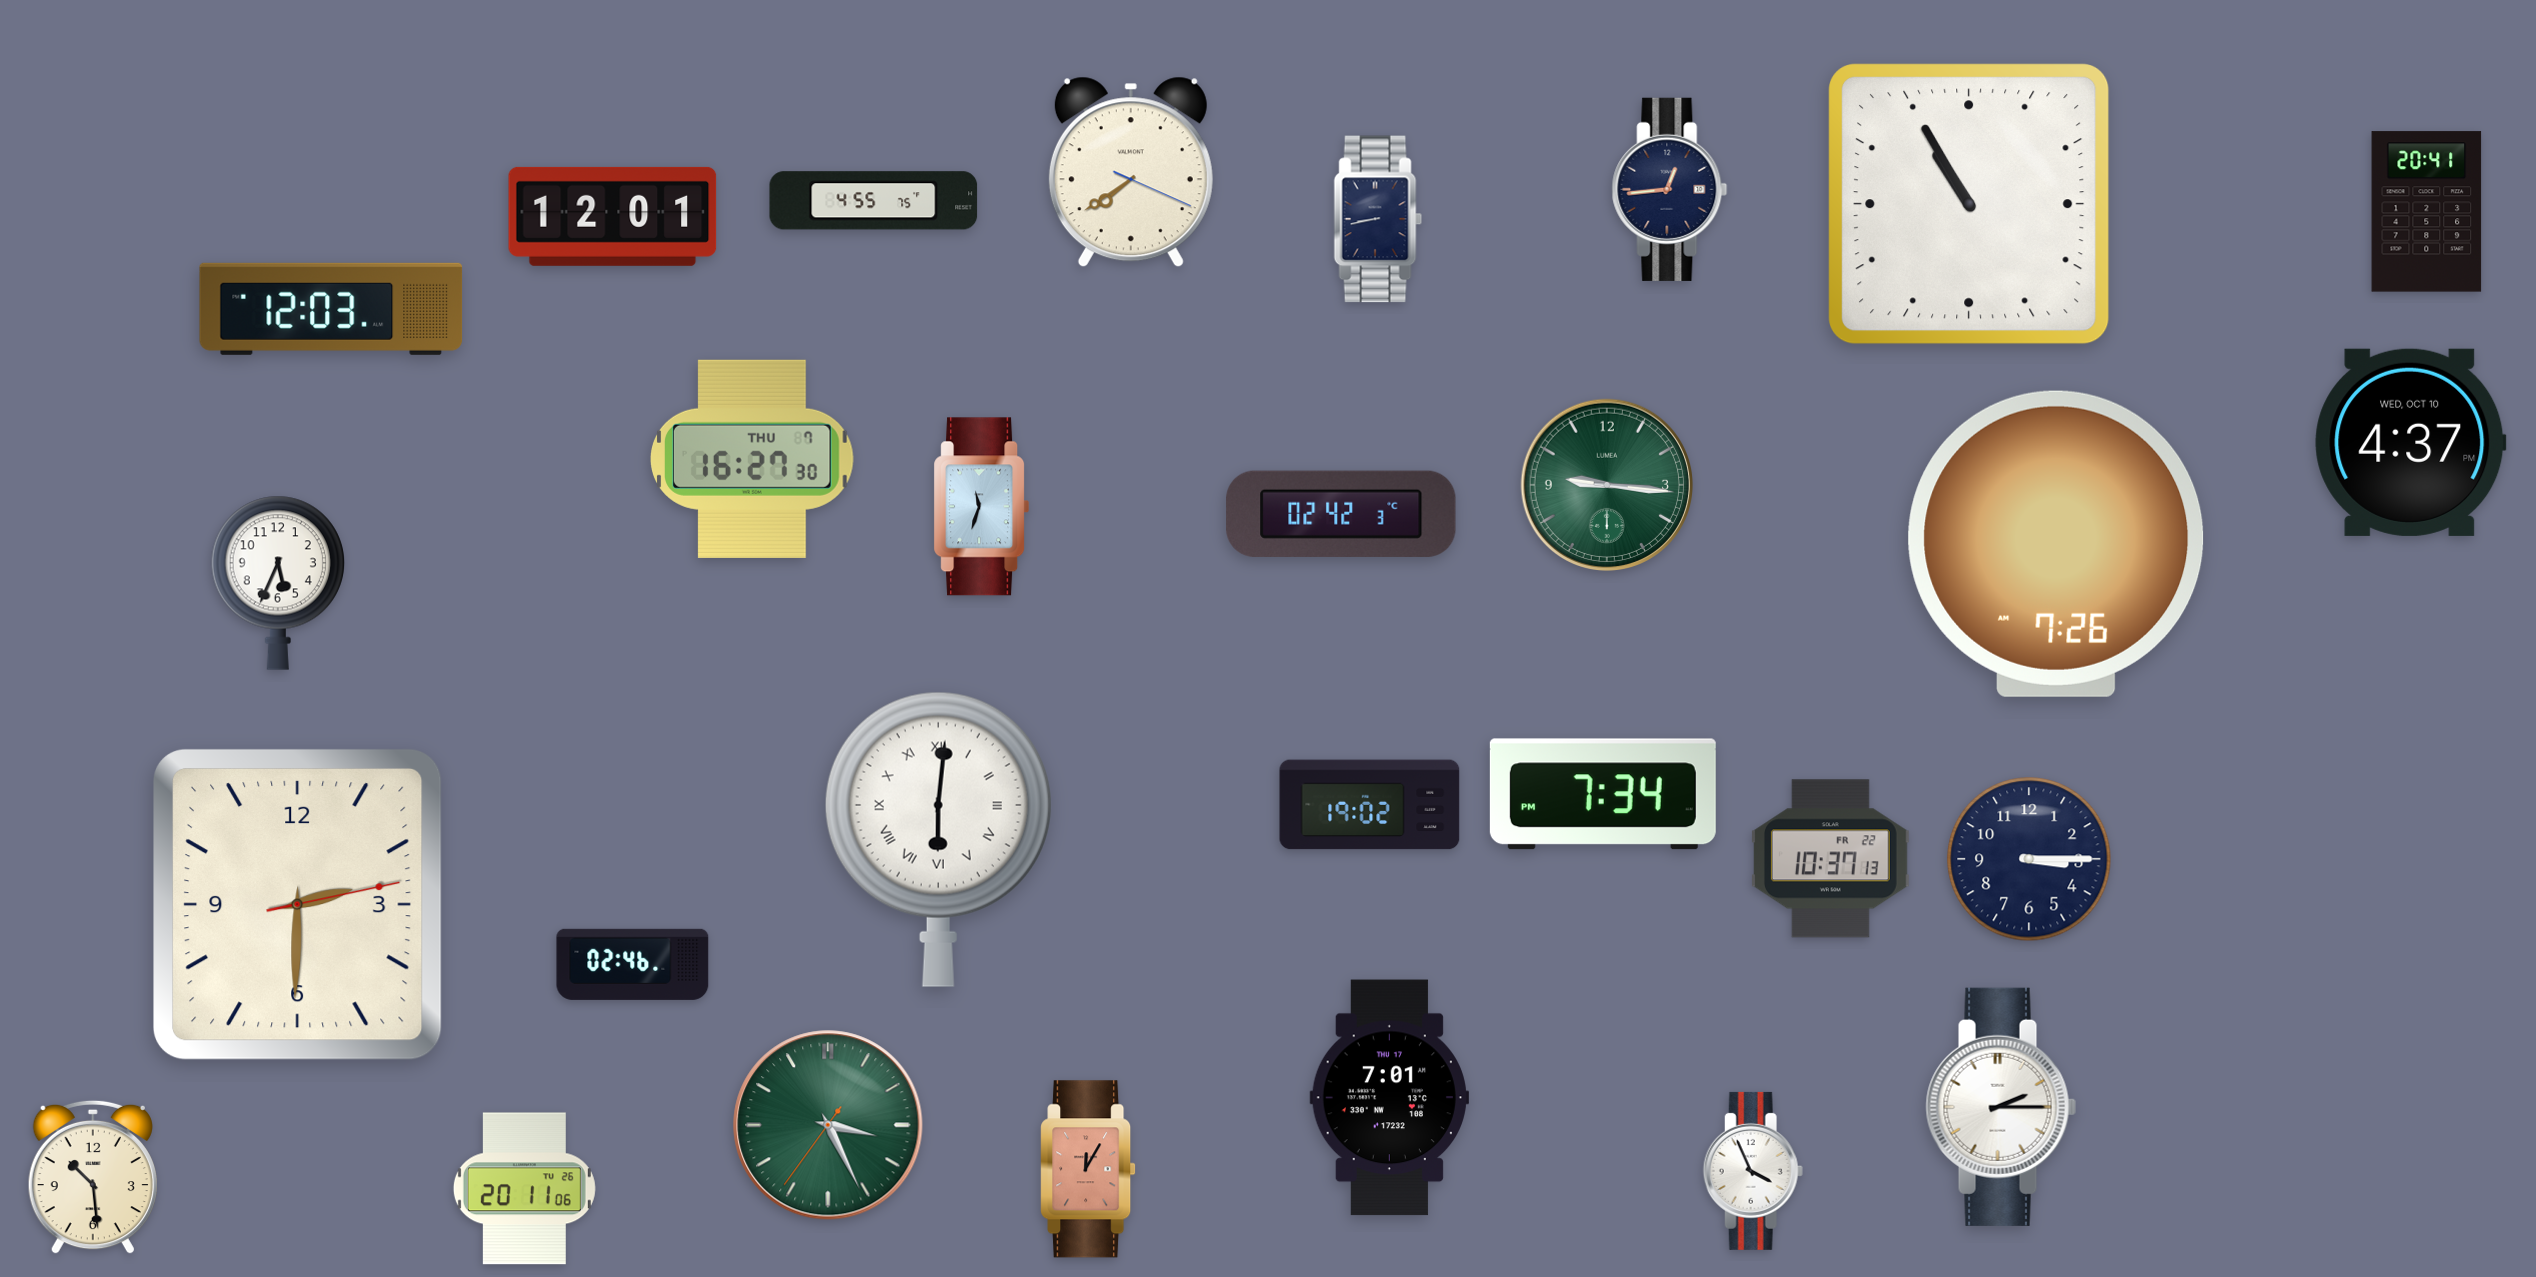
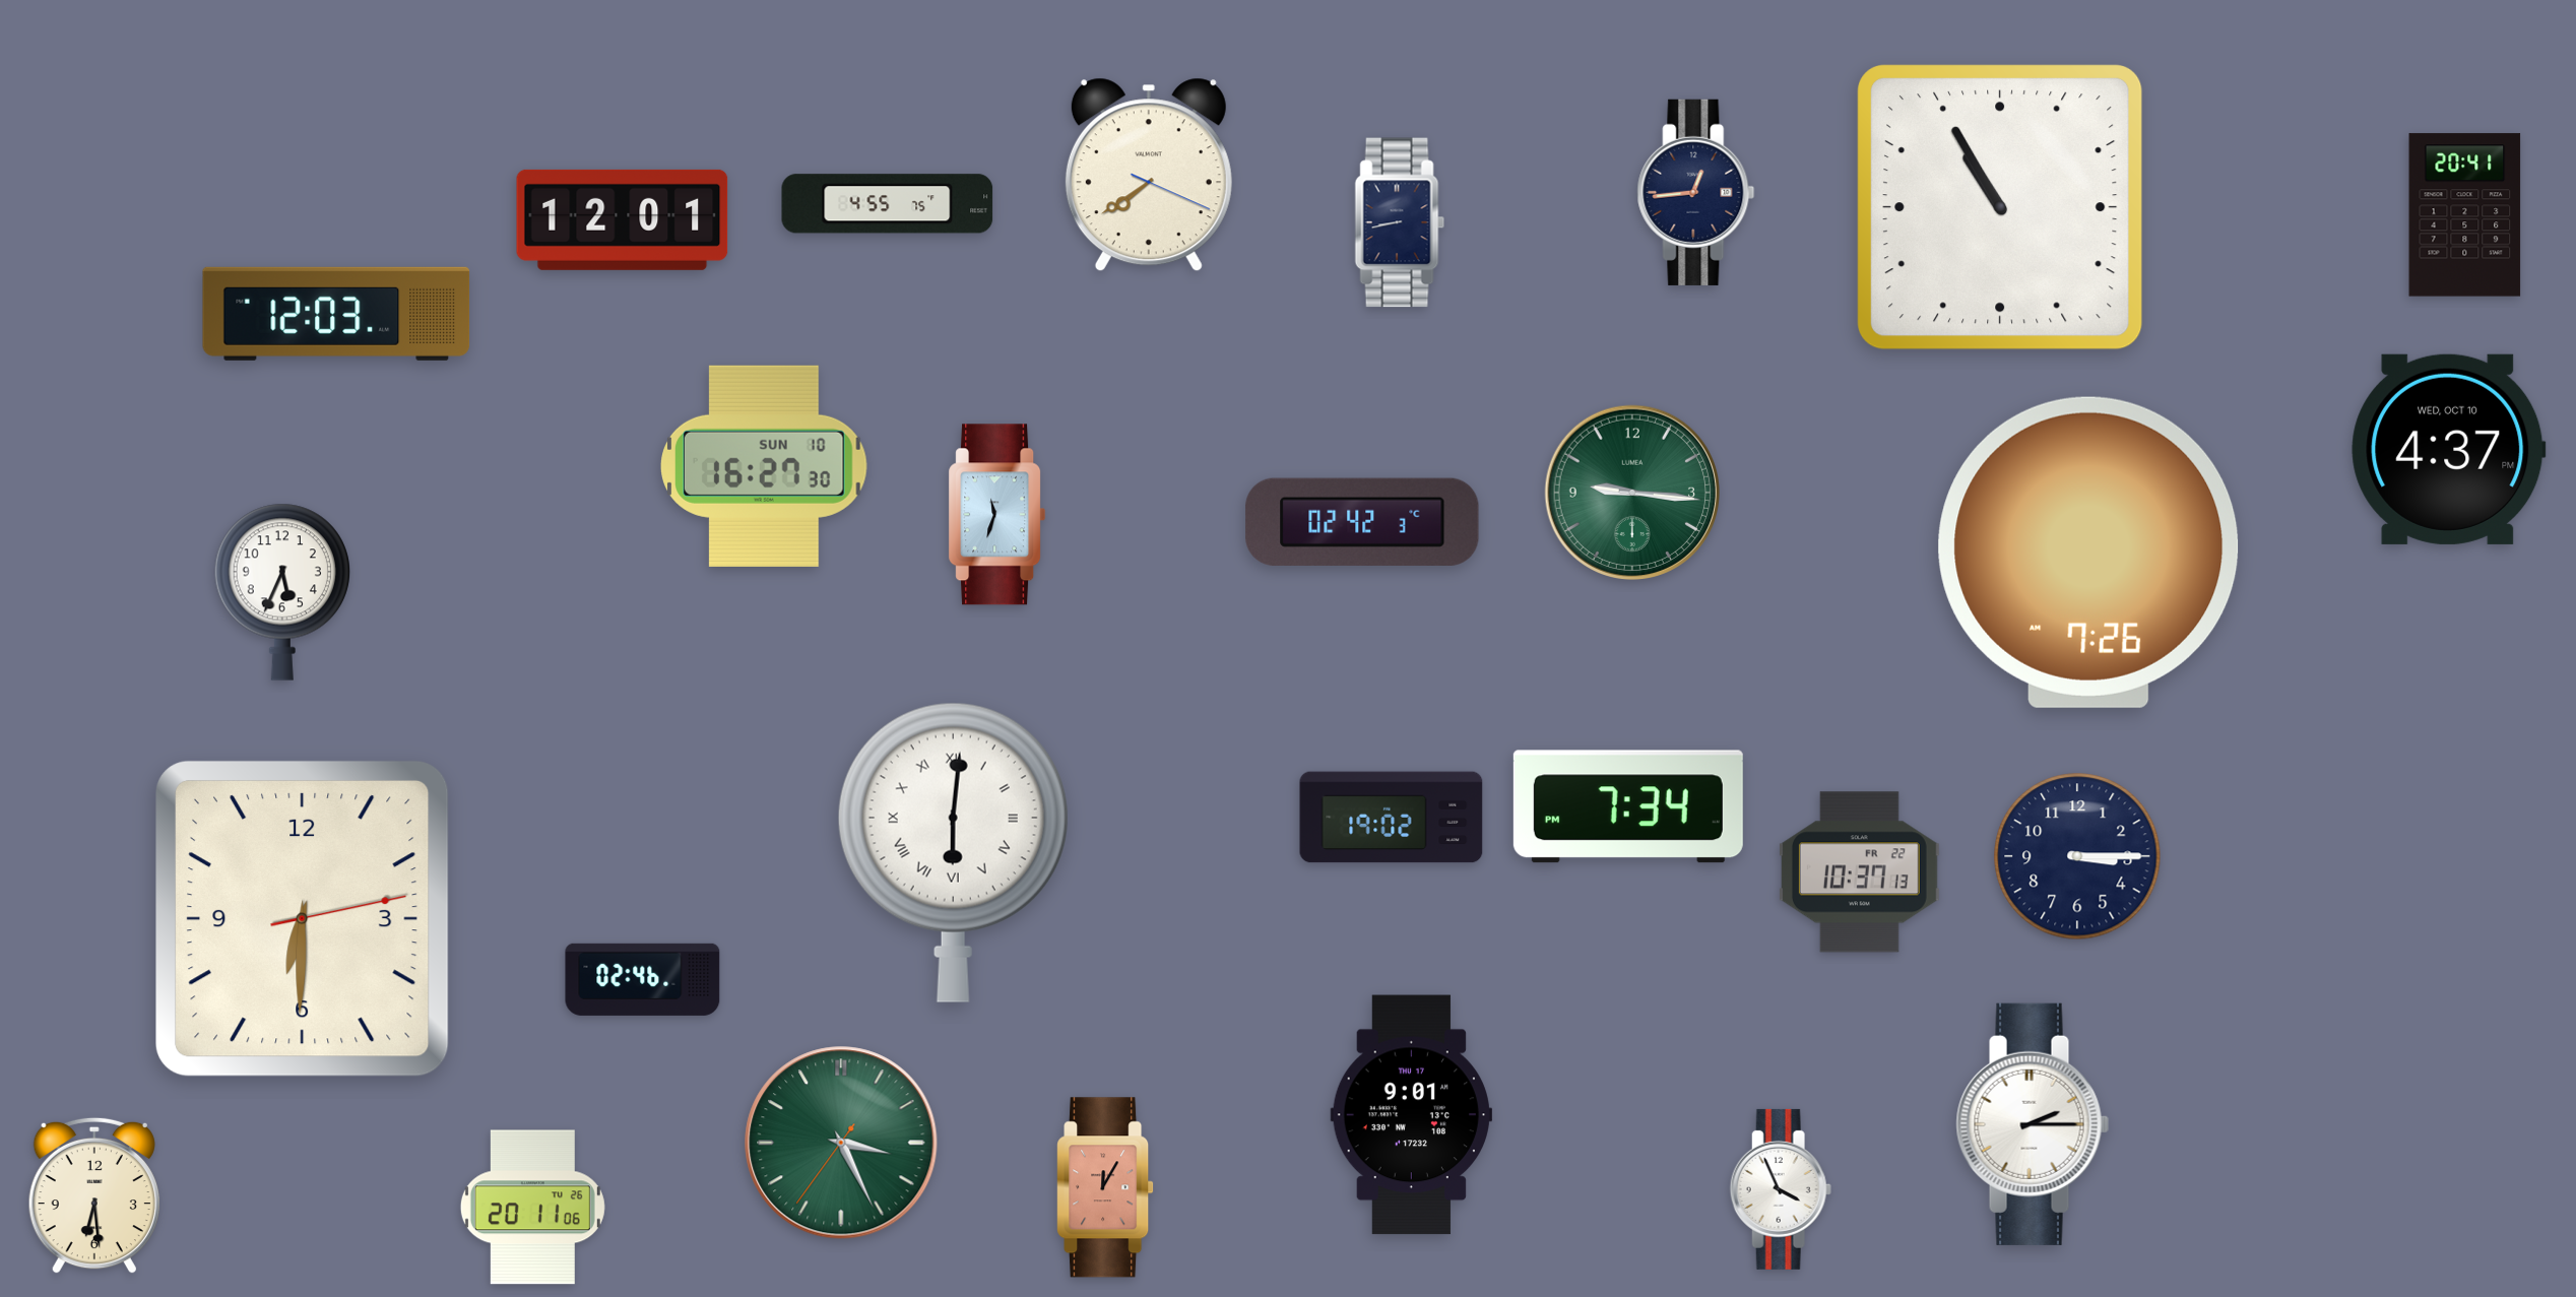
clock at (753, 459) date: THU 7 -> SUN 10
clock at (2029, 859) position: (2029, 859) -> (2077, 856)
clock at (298, 904): 2:30 -> 6:30
clock at (1389, 1098): 7:01 -> 9:01
clock at (93, 1177): 10:29 -> 6:29
